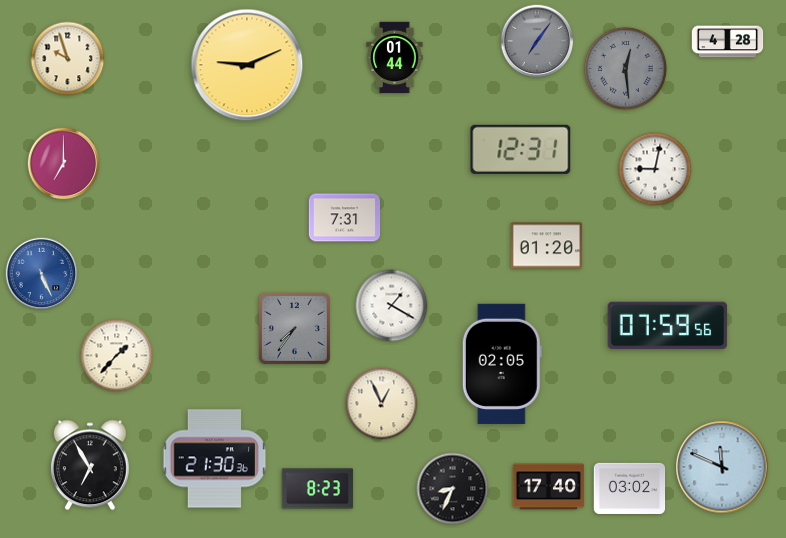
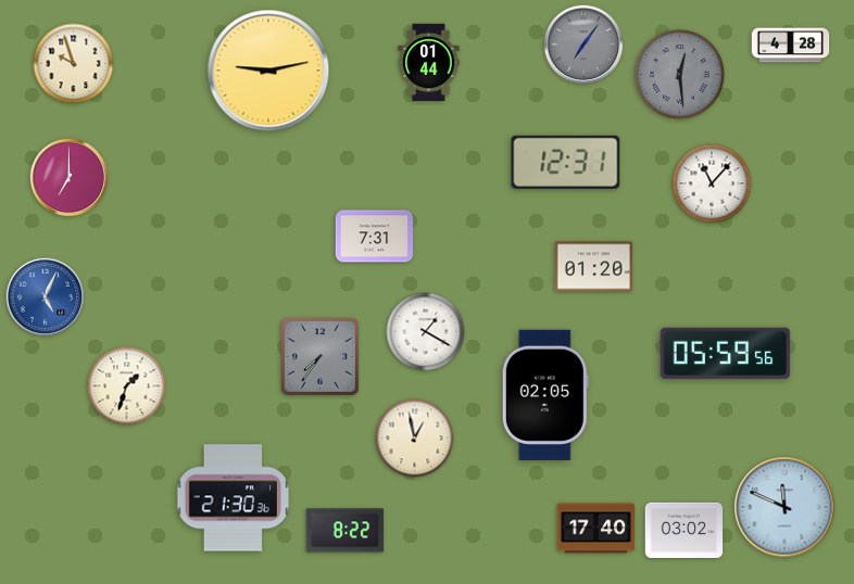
clock at (247, 65): 9:11 -> 9:13
clock at (655, 169): 9:02 -> 11:07
clock at (42, 274): 5:26 -> 5:04
clock at (668, 326): 07:59 -> 05:59
clock at (117, 356): 1:37 -> 1:33
clock at (382, 404): 12:56 -> 12:58
clock at (90, 465): 6:55 -> none
clock at (318, 489): 8:23 -> 8:22
clock at (453, 489): 8:34 -> none
